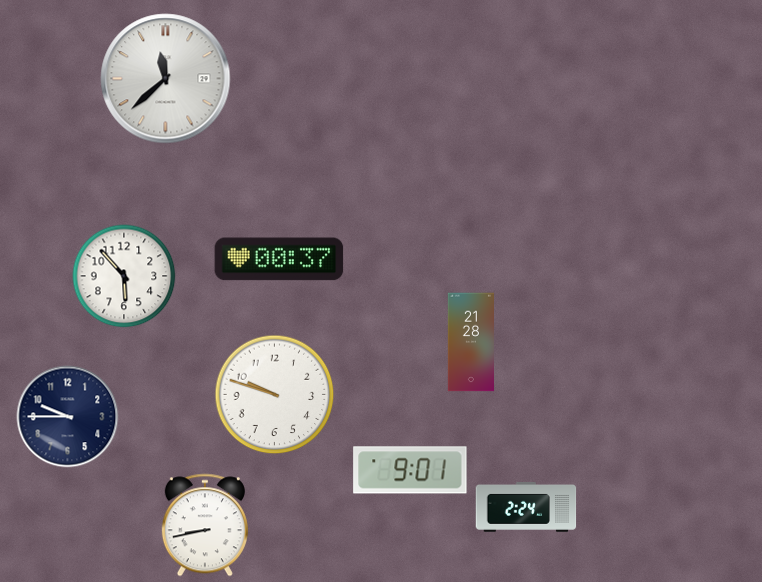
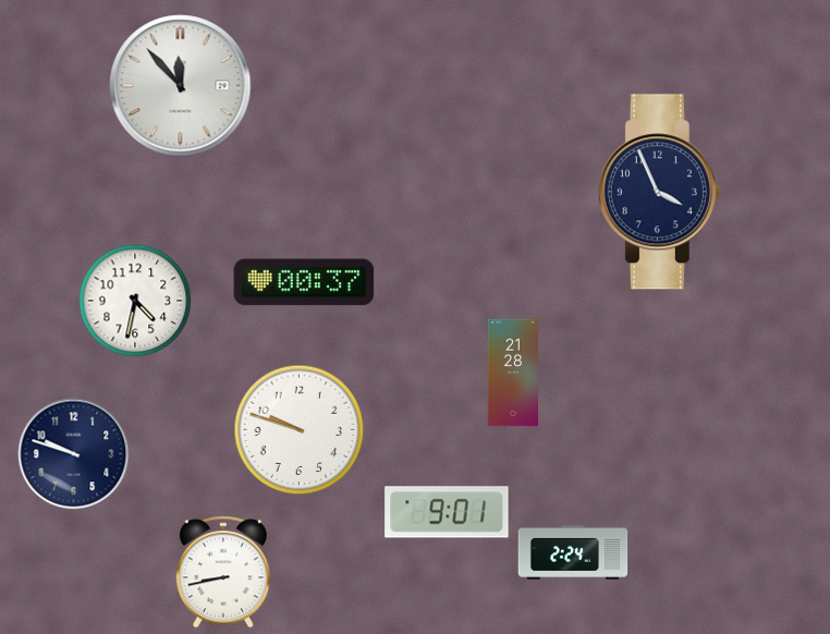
clock at (166, 79): 11:38 -> 11:53
clock at (660, 192): none -> 3:56
clock at (124, 276): 5:53 -> 4:32
clock at (68, 417): 9:45 -> 9:48
